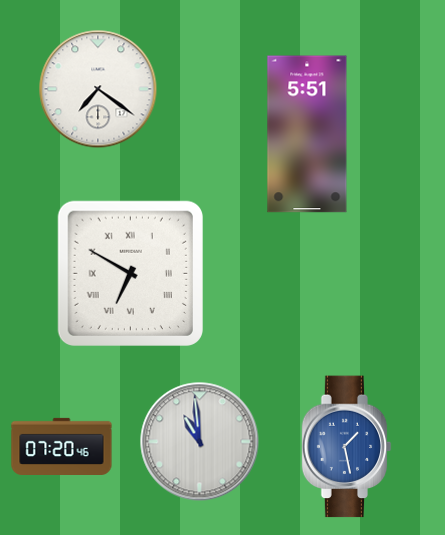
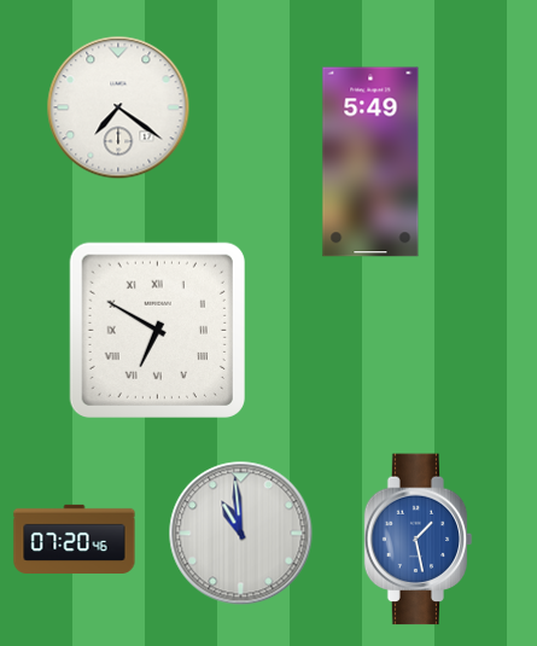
clock at (307, 134): 5:51 -> 5:49
